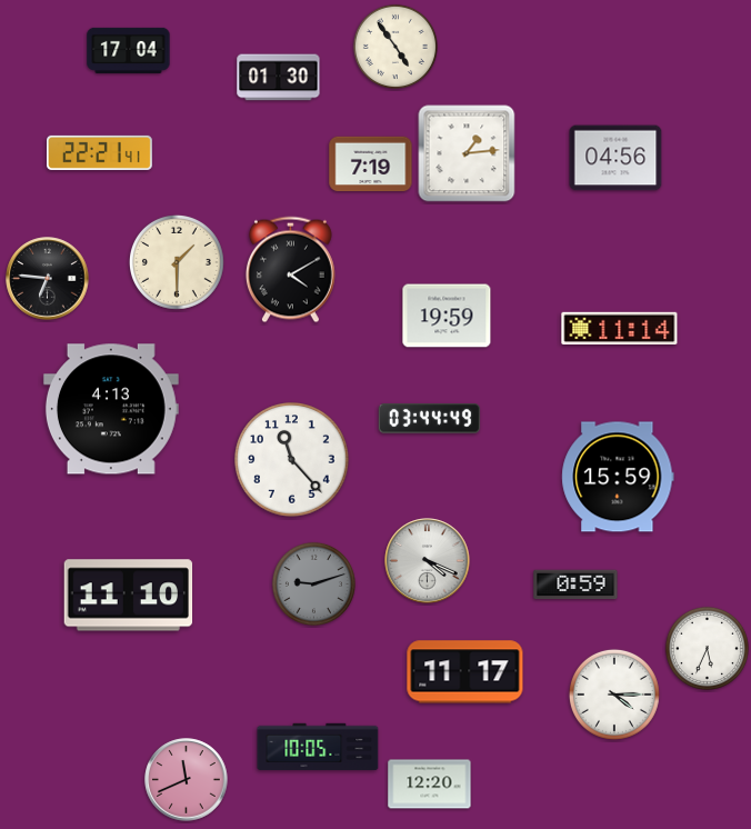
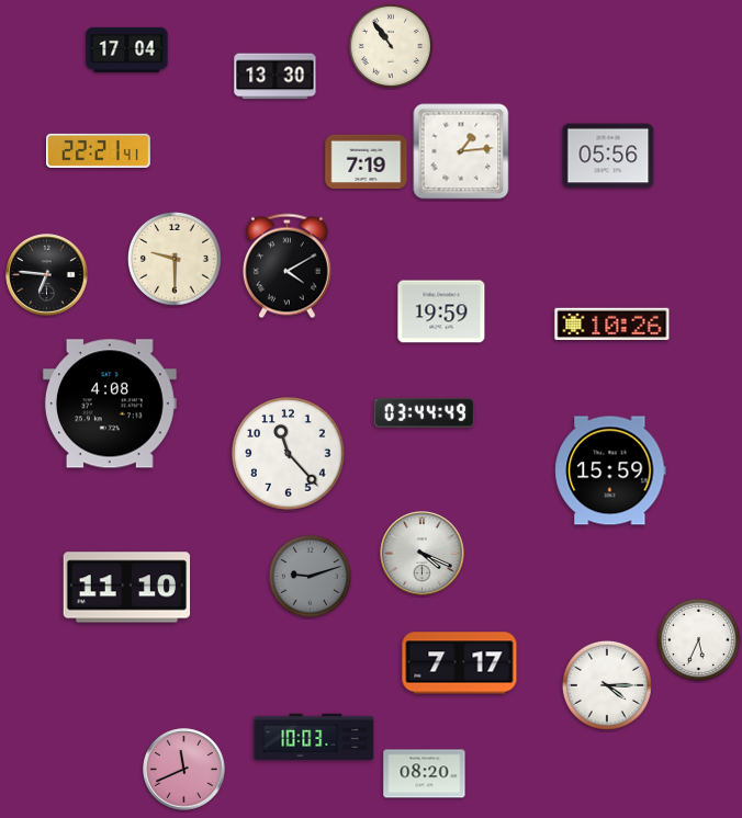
clock at (395, 47): 4:54 -> 10:54
clock at (279, 78): 01:30 -> 13:30
clock at (615, 158): 04:56 -> 05:56
clock at (177, 262): 1:30 -> 9:30
clock at (620, 329): 11:14 -> 10:26
clock at (111, 409): 4:13 -> 4:08
clock at (575, 585): 0:59 -> none
clock at (465, 672): 11:17 -> 7:17
clock at (318, 746): 10:05 -> 10:03
clock at (430, 785): 12:20 -> 08:20
